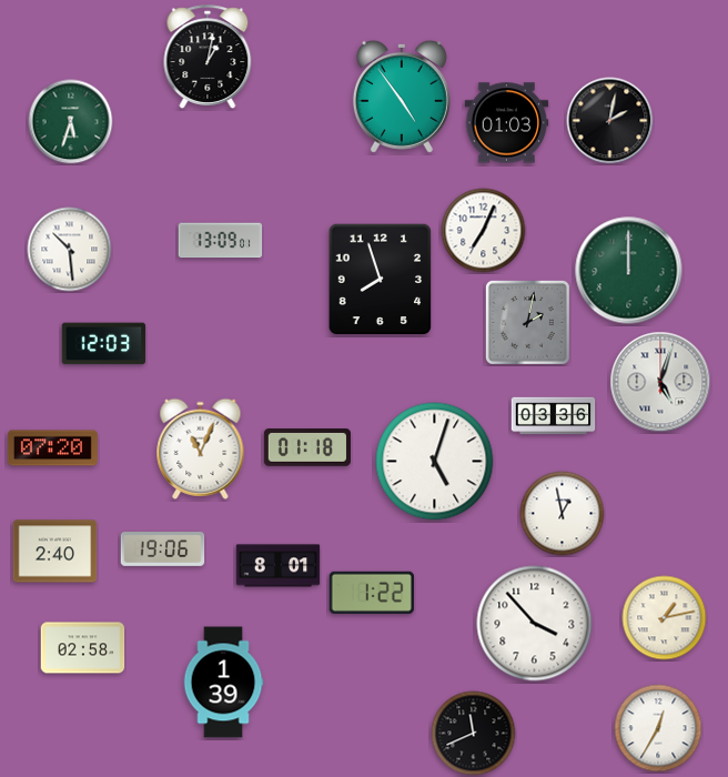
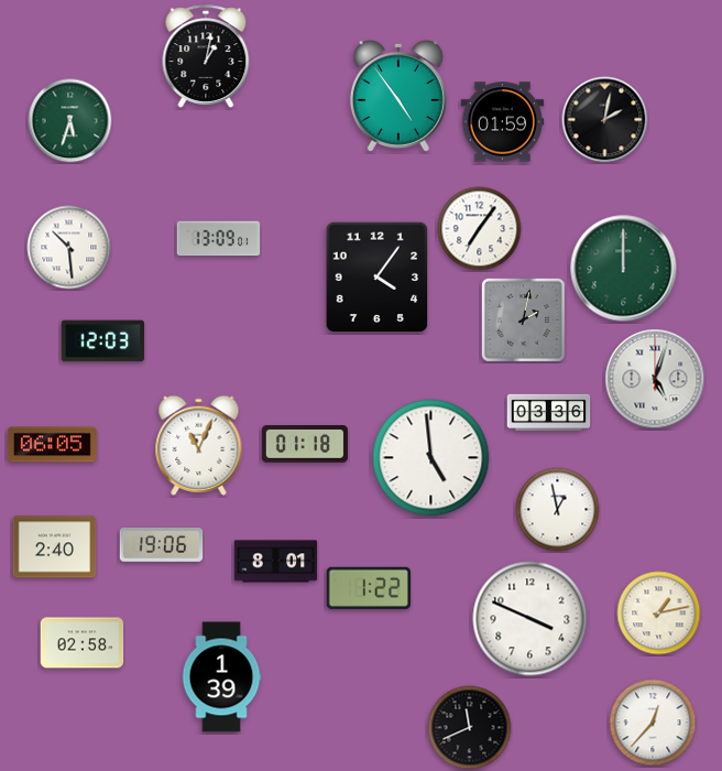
clock at (507, 123): 01:03 -> 01:59
clock at (484, 231): 7:04 -> 7:06
clock at (381, 280): 7:57 -> 4:06
clock at (52, 448): 07:20 -> 06:05
clock at (435, 462): 5:03 -> 4:59
clock at (535, 624): 3:53 -> 3:49
clock at (658, 728): 12:35 -> 12:37
